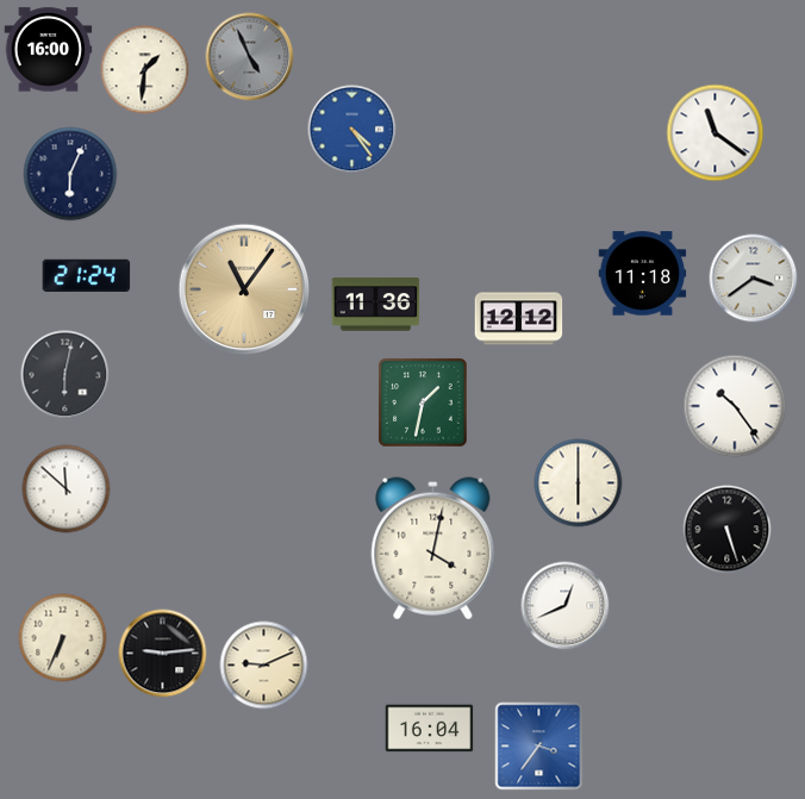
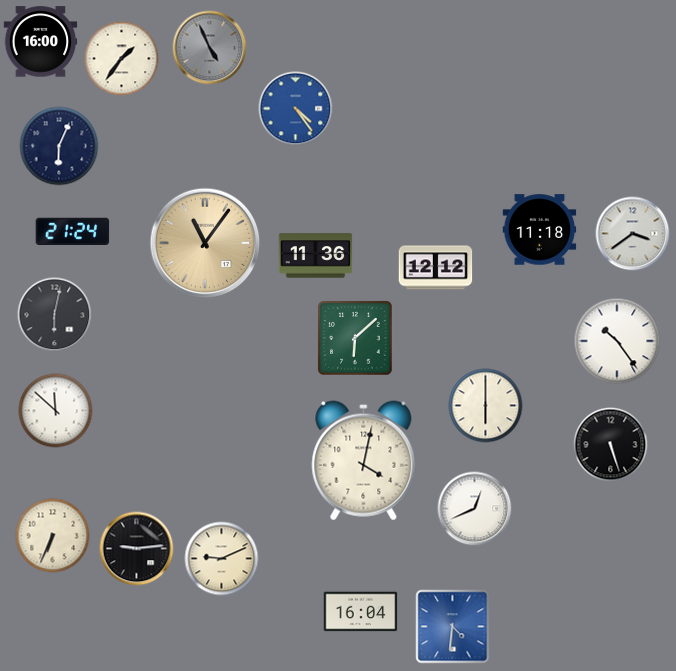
clock at (145, 70): 1:31 -> 1:36
clock at (716, 133): 11:21 -> none
clock at (423, 402): 1:32 -> 6:08
clock at (539, 747): 3:36 -> 4:31
